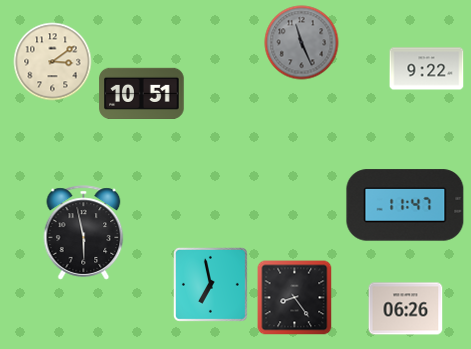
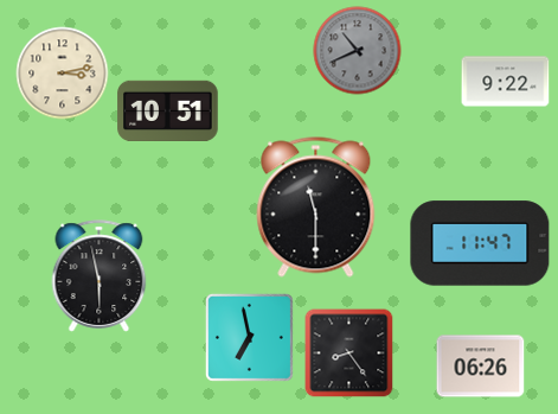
clock at (302, 43): 11:26 -> 10:41
clock at (53, 62): 3:09 -> 3:13
clock at (316, 208): none -> 11:30
